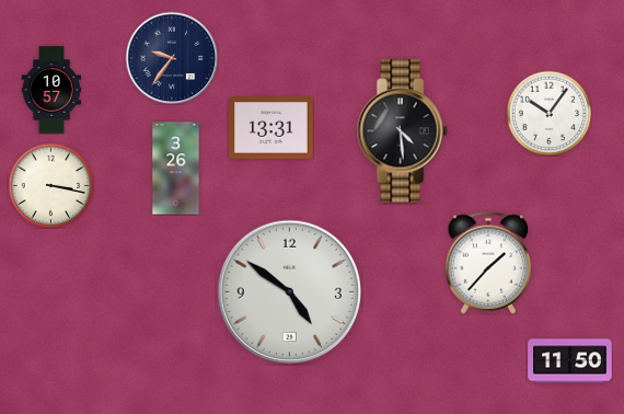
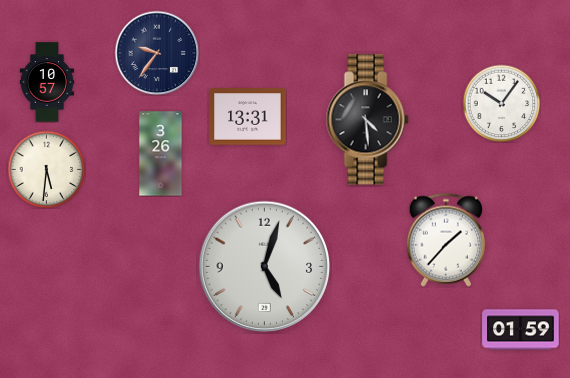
clock at (50, 185): 3:17 -> 5:31
clock at (290, 292): 4:51 -> 5:03
clock at (570, 361): 11:50 -> 01:59
